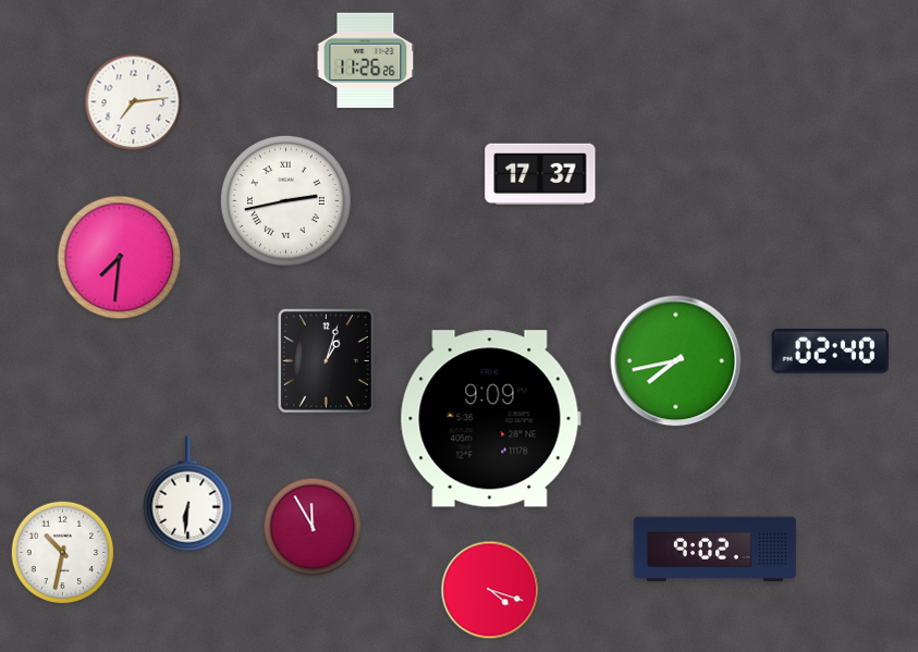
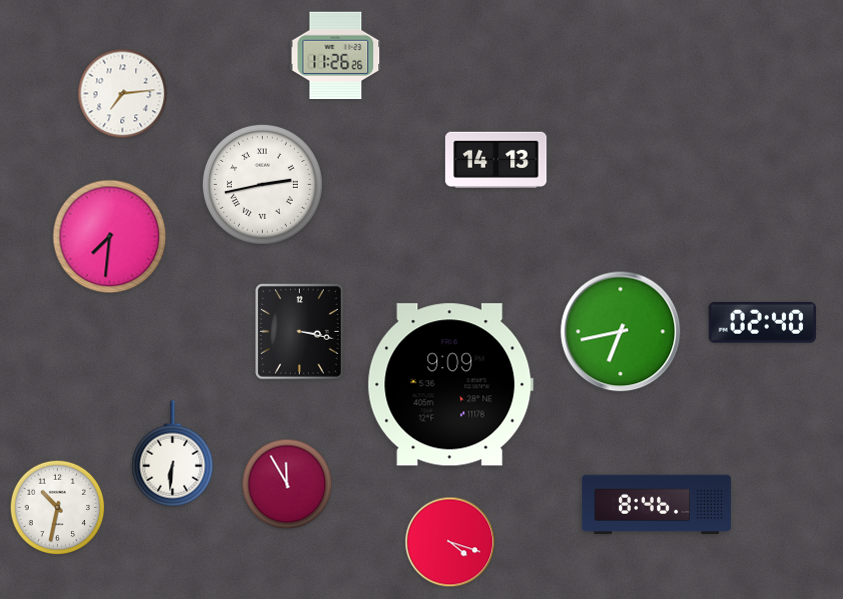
clock at (540, 173): 17:37 -> 14:13
clock at (327, 361): 1:03 -> 3:17
clock at (676, 361): 7:43 -> 6:43
clock at (714, 550): 9:02 -> 8:46
